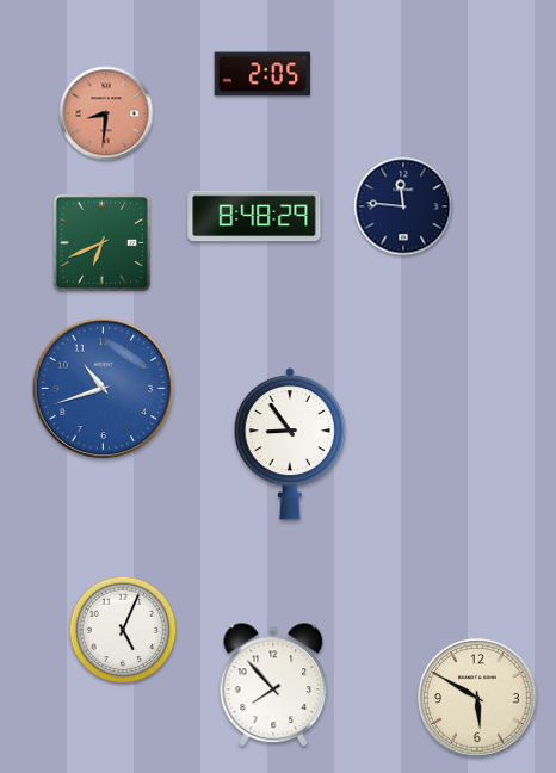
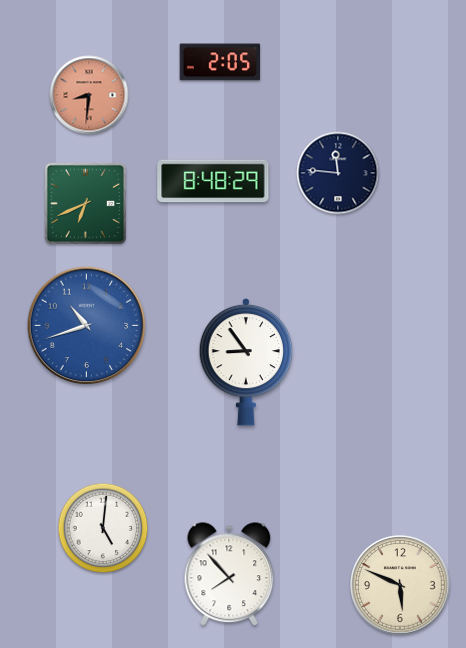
clock at (290, 444) position: (290, 444) -> (246, 362)
clock at (123, 630): 5:04 -> 5:01
clock at (477, 698): 5:50 -> 5:49
